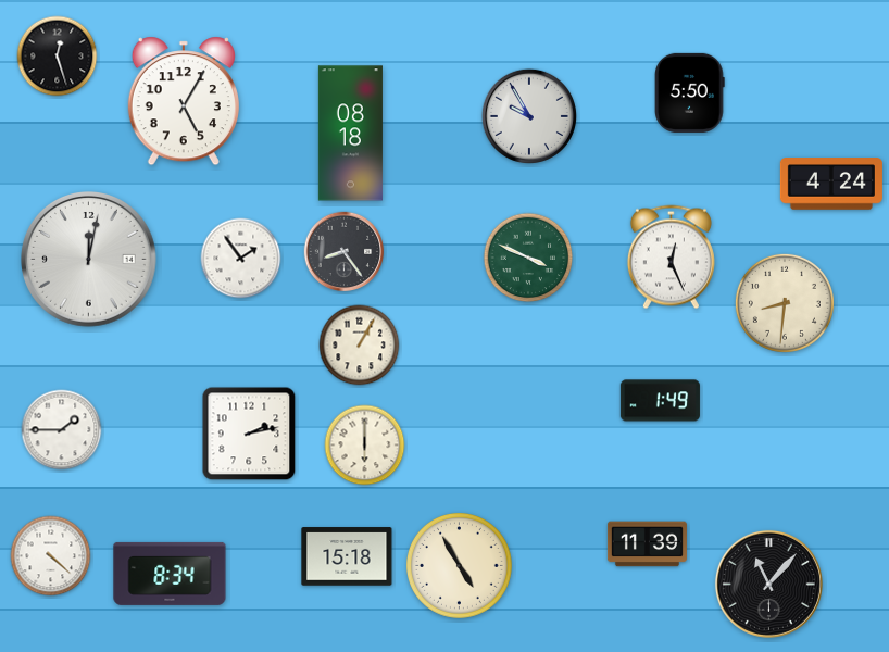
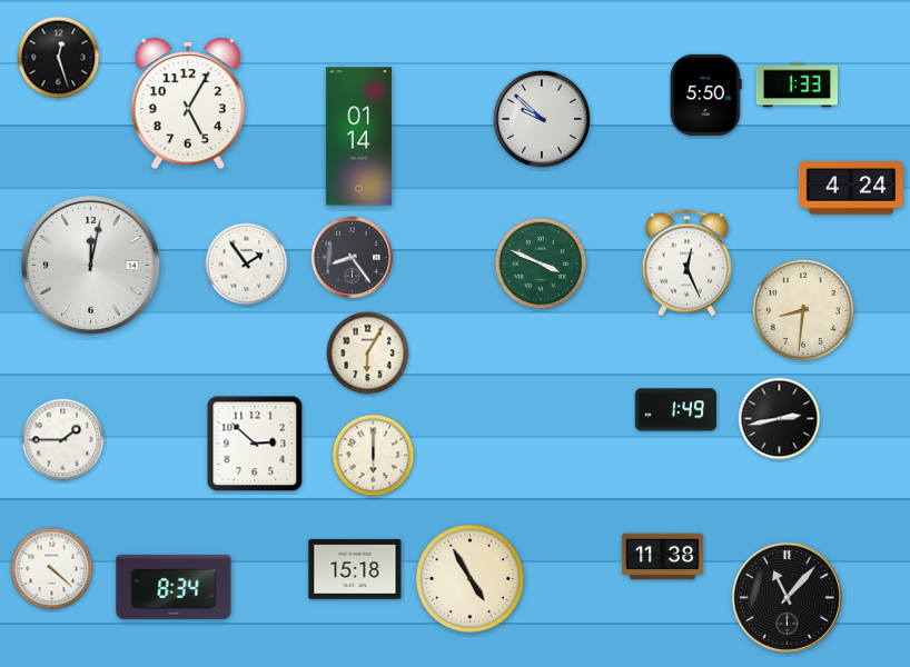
clock at (797, 86): none -> 1:33
clock at (529, 116): 9:55 -> 9:52
clock at (350, 134): 08:18 -> 01:14
clock at (360, 346): 1:05 -> 6:05
clock at (780, 419): none -> 2:43
clock at (249, 434): 2:13 -> 2:52
clock at (647, 544): 11:39 -> 11:38
